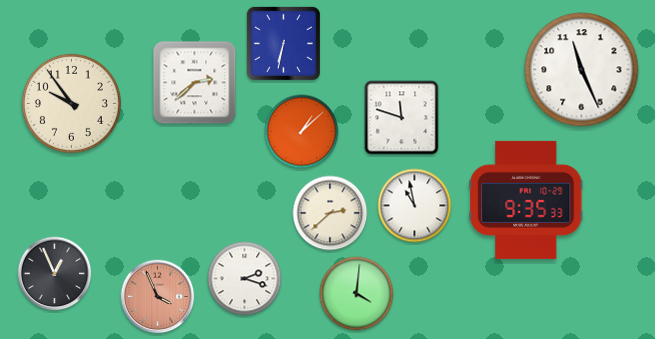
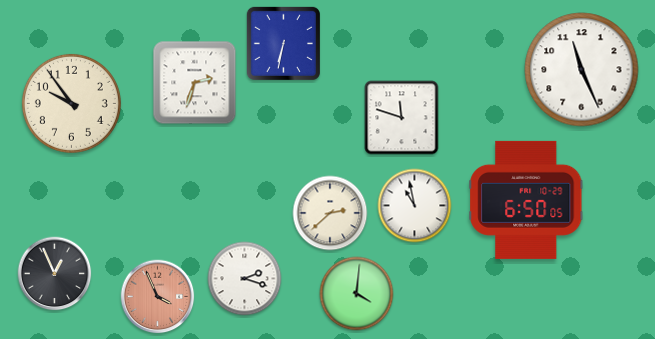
clock at (195, 83): 2:38 -> 2:33
clock at (302, 132): 1:08 -> none
clock at (526, 200): 9:35 -> 6:50
